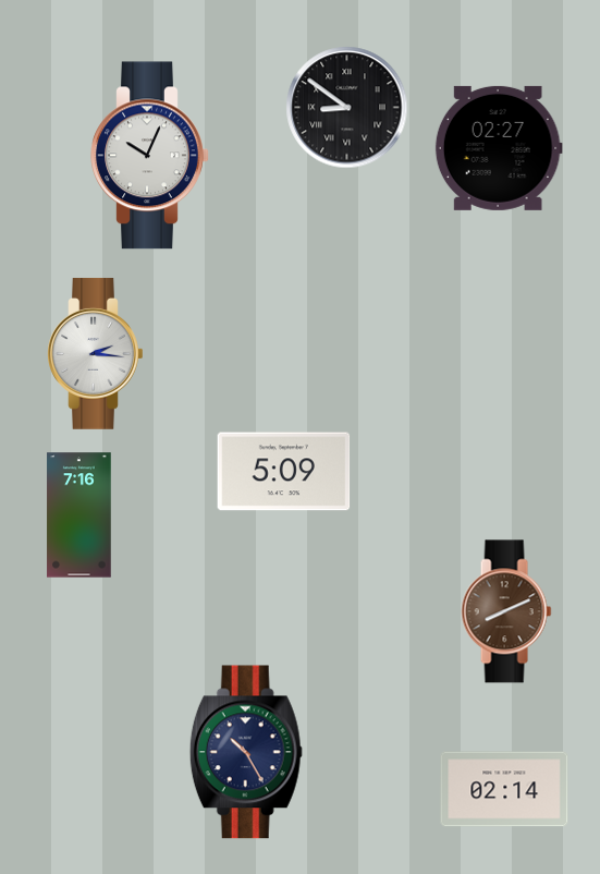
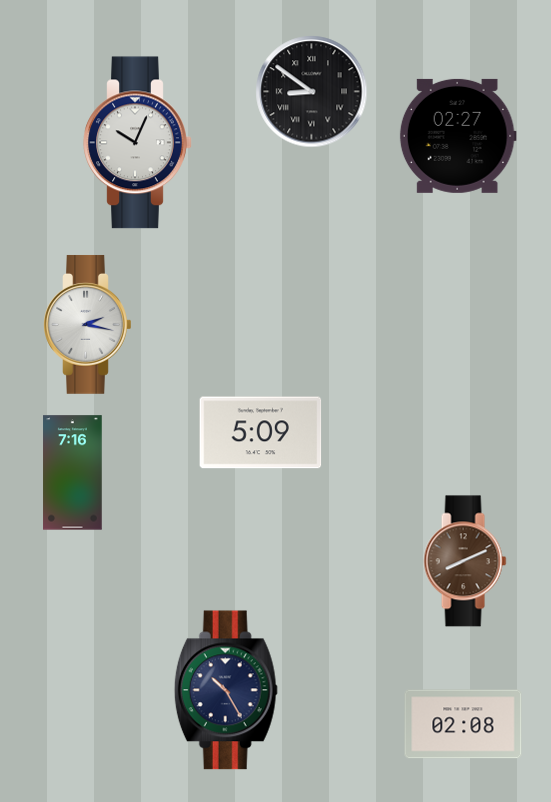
clock at (347, 108) position: (347, 108) -> (312, 92)
clock at (96, 353): 2:16 -> 2:17
clock at (504, 789): 02:14 -> 02:08
